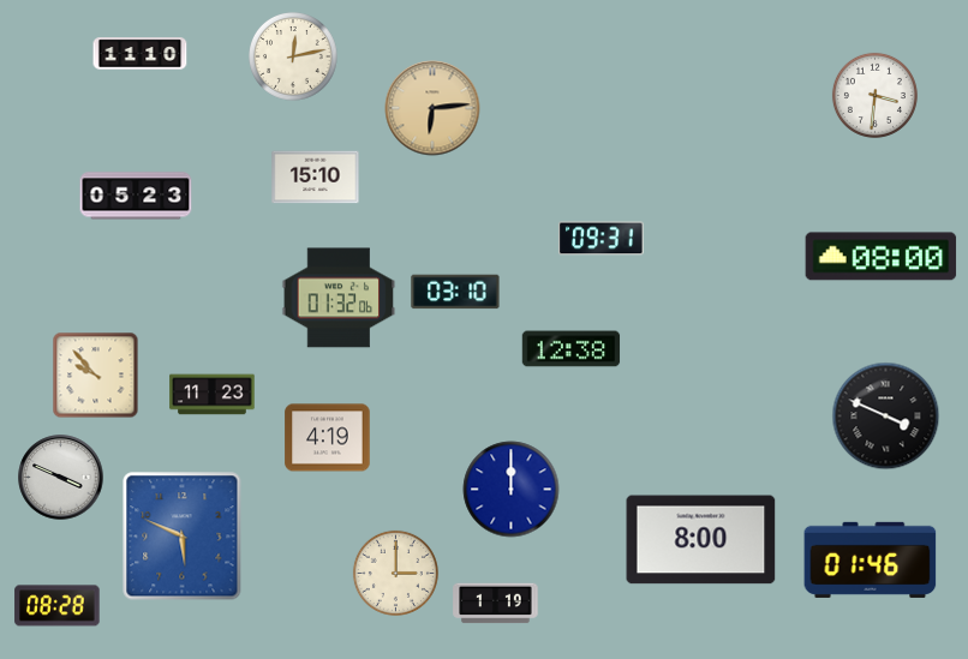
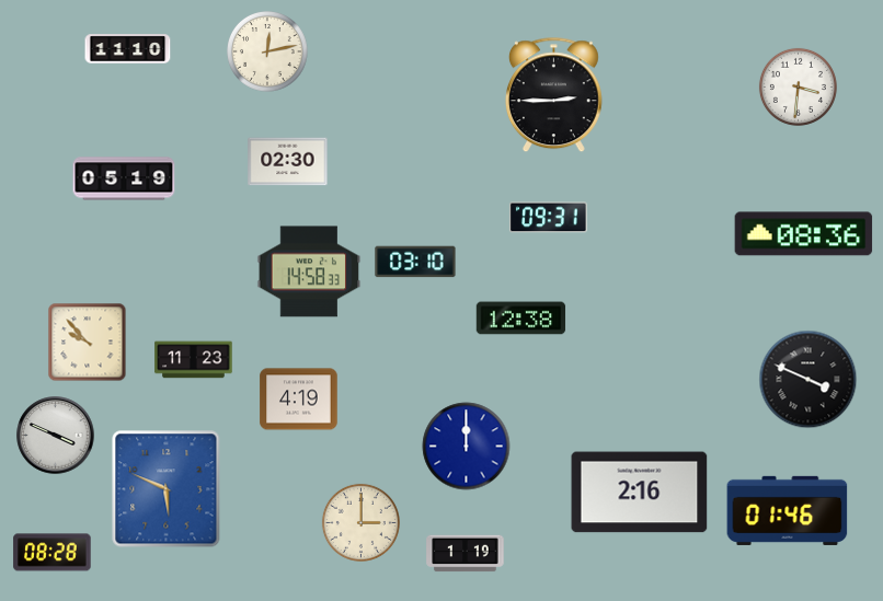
clock at (553, 95): none -> 2:45
clock at (432, 108): 6:14 -> none
clock at (316, 178): 15:10 -> 02:30
clock at (136, 196): 05:23 -> 05:19
clock at (882, 257): 08:00 -> 08:36
clock at (455, 292) position: (455, 292) -> (415, 262)
clock at (339, 298): 01:32 -> 14:58
clock at (701, 540): 8:00 -> 2:16
clock at (871, 559) position: (871, 559) -> (788, 510)
clock at (496, 604) position: (496, 604) -> (466, 554)
